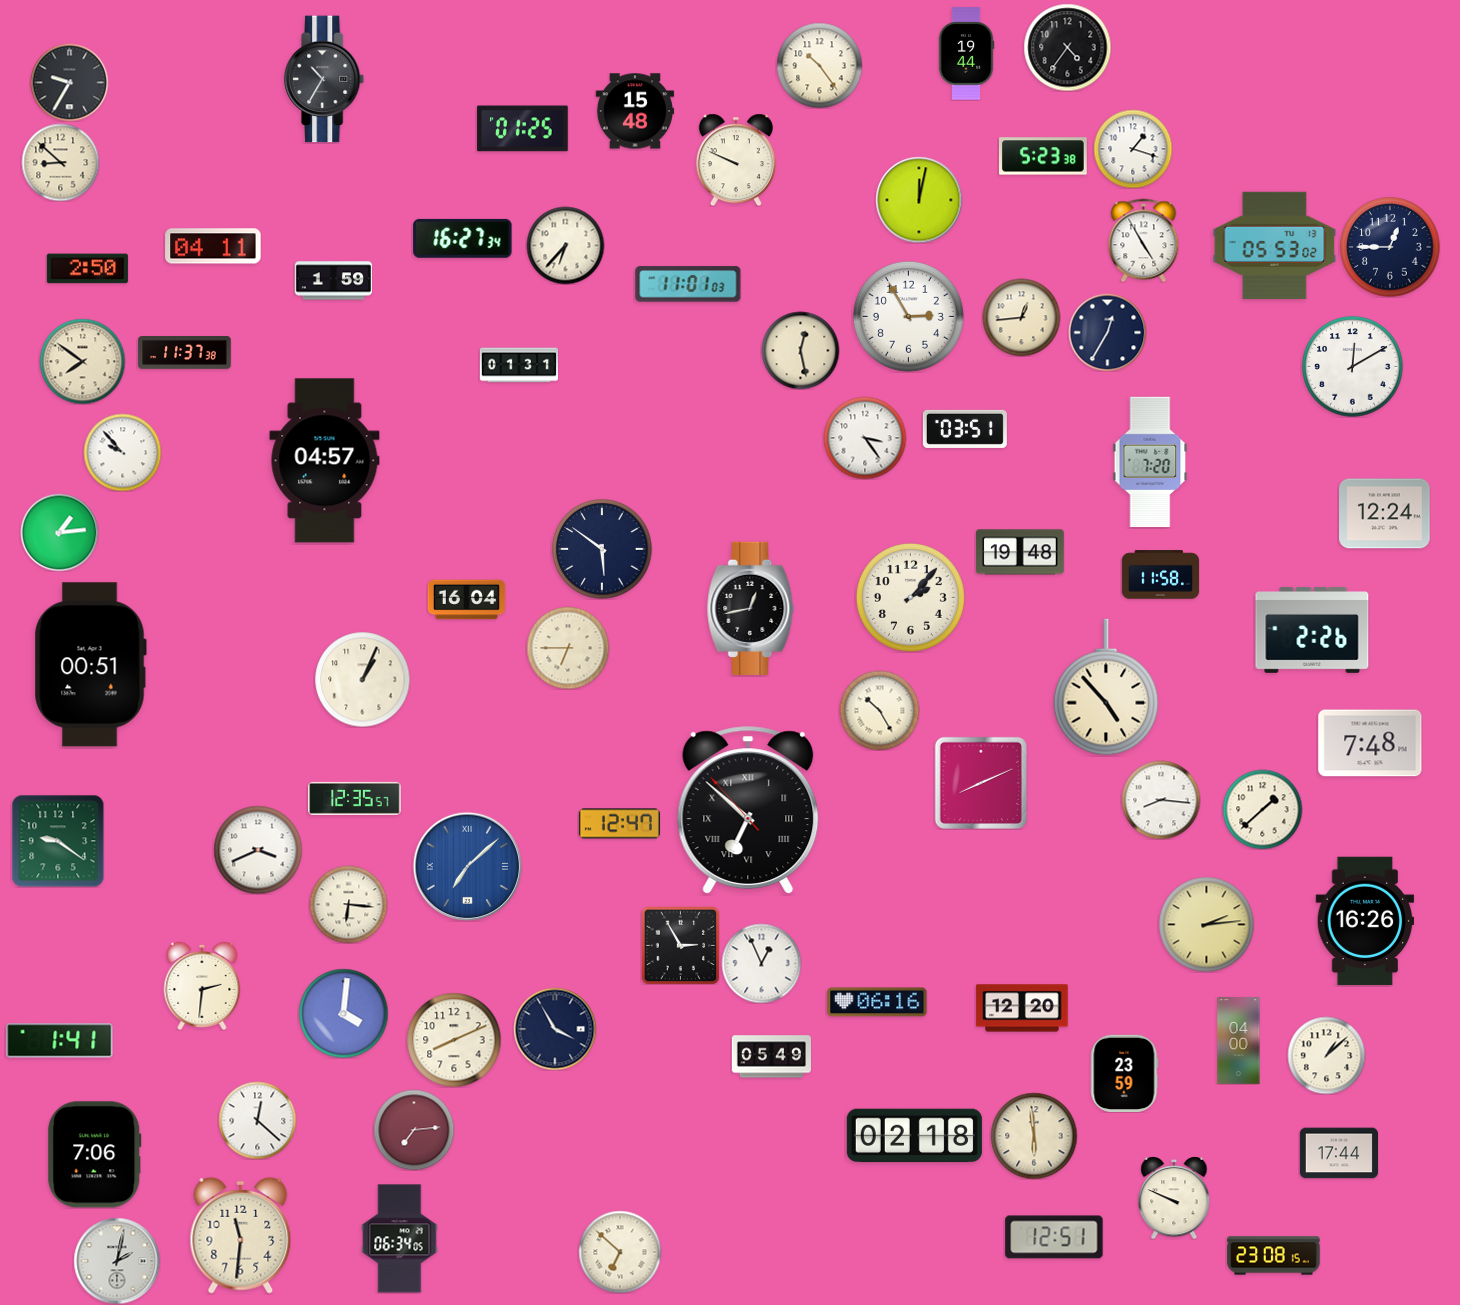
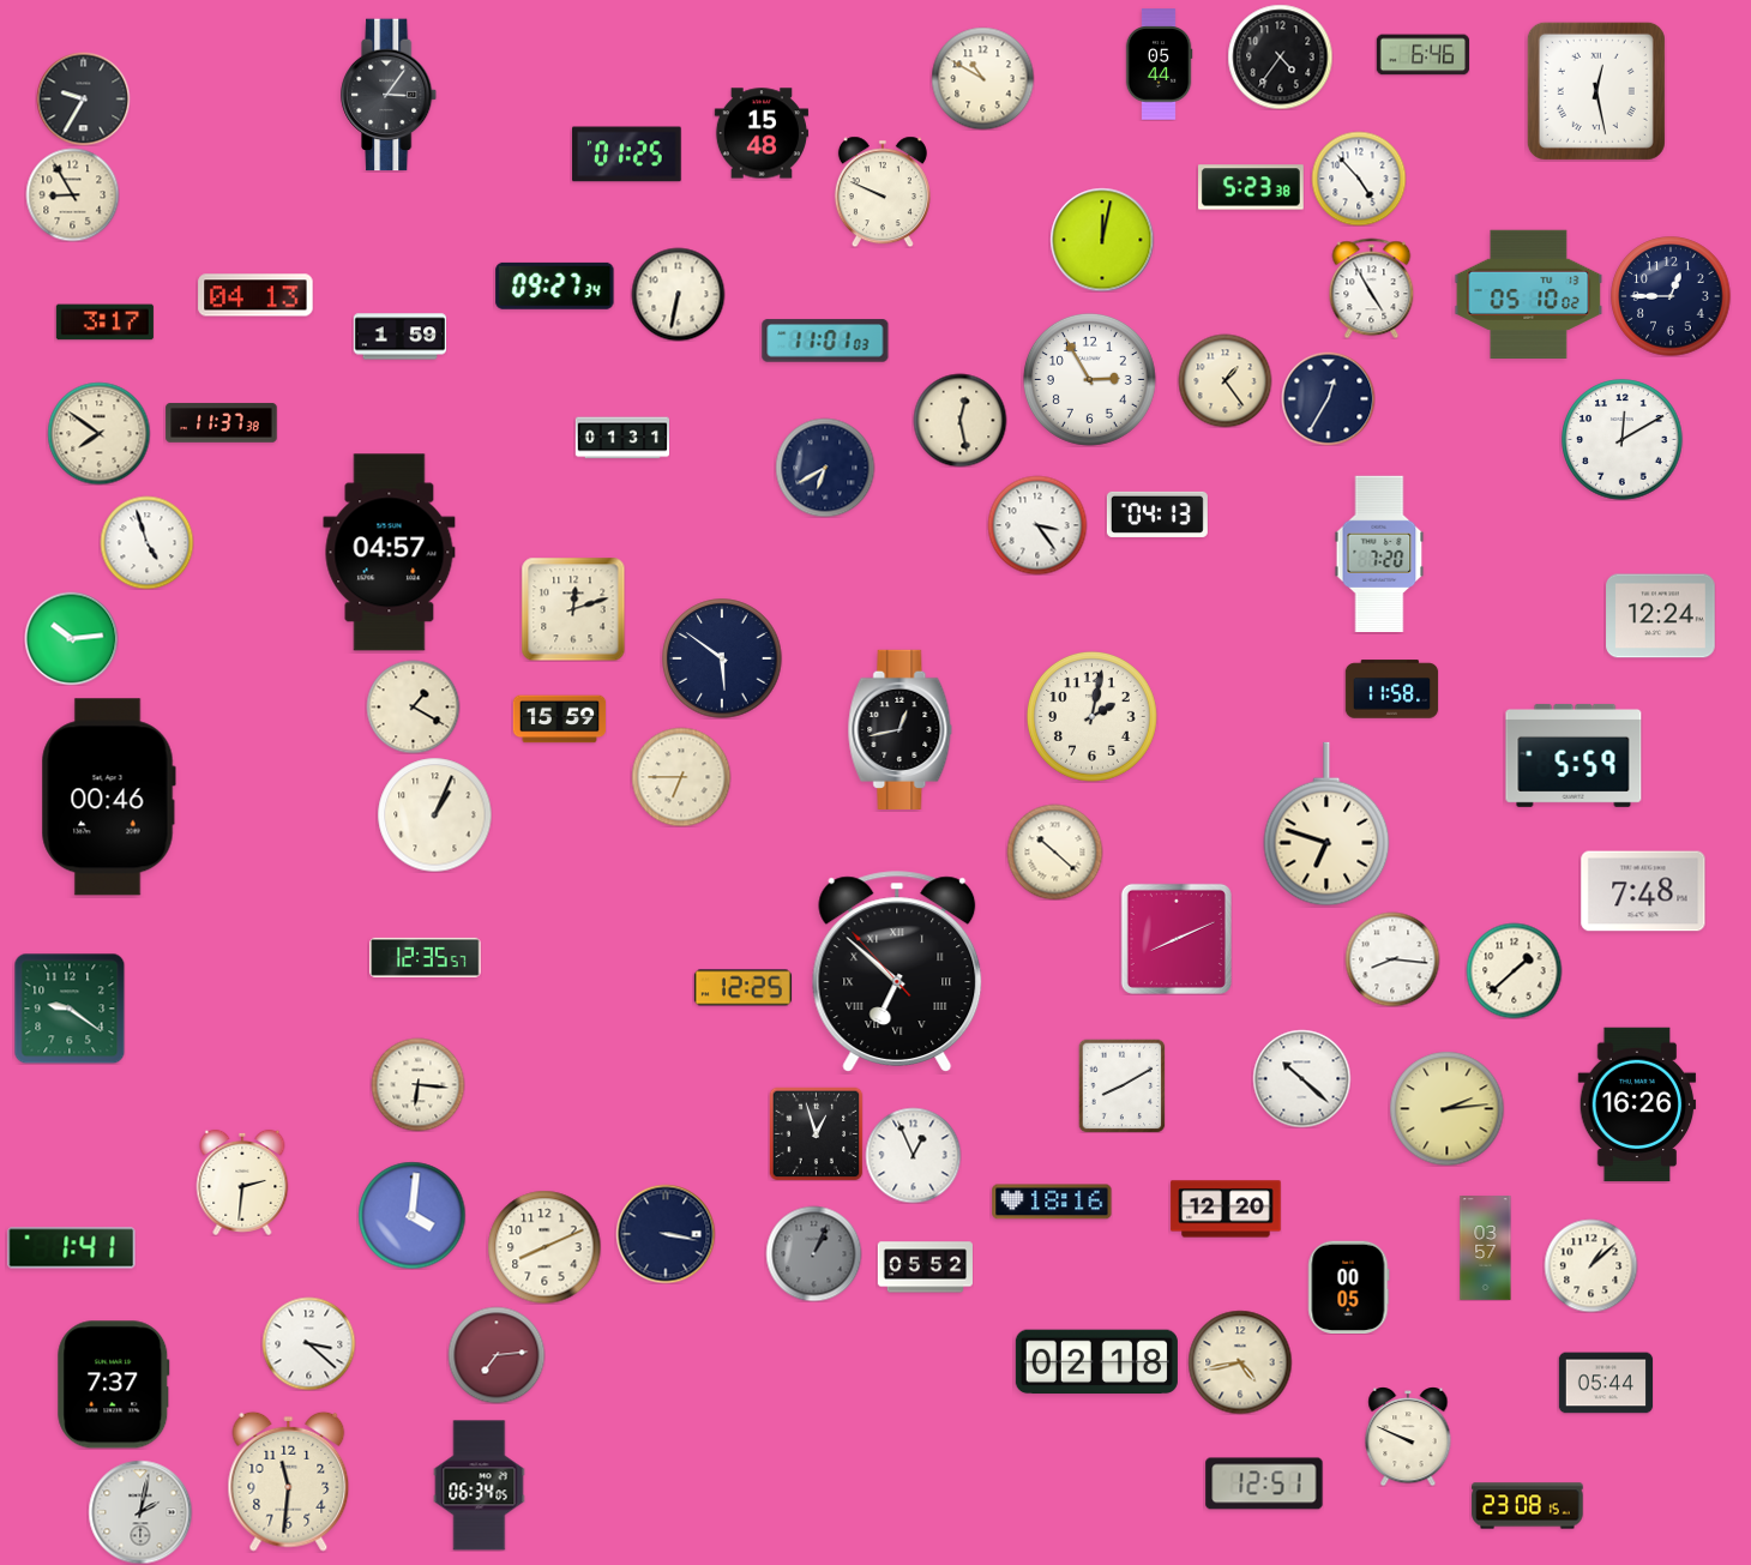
clock at (1422, 55): none -> 6:46
clock at (966, 54): 19:44 -> 05:44
clock at (819, 65): 10:24 -> 10:50
clock at (1596, 91): none -> 12:28
clock at (325, 79): 10:35 -> 3:06
clock at (1133, 149): 1:18 -> 4:53
clock at (60, 162): 8:52 -> 8:55
clock at (463, 238): 16:27 -> 09:27
clock at (565, 245): 6:37 -> 6:32
clock at (1275, 245): 05:53 -> 05:10
clock at (213, 246): 04:11 -> 04:13
clock at (1390, 247) position: (1390, 247) -> (1671, 296)
clock at (87, 269): 2:50 -> 3:17
clock at (1021, 317): 12:44 -> 1:24
clock at (825, 468): none -> 6:40
clock at (965, 429): 03:51 -> 04:13
clock at (122, 452): 9:53 -> 4:57
clock at (573, 609): none -> 12:12
clock at (59, 532): 1:14 -> 10:14
clock at (1020, 552): 19:48 -> none
clock at (413, 706): none -> 1:20
clock at (910, 597): 2:07 -> 2:02
clock at (466, 600): 16:04 -> 15:59
clock at (1312, 630): 2:26 -> 5:59
clock at (90, 665): 00:51 -> 00:46
clock at (1106, 687): 4:53 -> 6:48
clock at (879, 710): 10:25 -> 10:22
clock at (619, 824): 12:47 -> 12:25
clock at (258, 850): 3:41 -> none
clock at (467, 866): 7:08 -> none
clock at (1301, 1078): none -> 10:22
clock at (1123, 1085): none -> 8:10
clock at (680, 945): 2:55 -> 12:57
clock at (877, 1002): 06:16 -> 18:16
clock at (555, 1029): 3:55 -> 3:17
clock at (1239, 1041): 04:00 -> 03:57
clock at (813, 1253): none -> 1:04
clock at (771, 1057): 05:49 -> 05:52
clock at (1125, 1073): 23:59 -> 00:05
clock at (257, 1120): 12:22 -> 3:22
clock at (1034, 1136): 5:59 -> 4:43
clock at (1338, 1153): 17:44 -> 05:44
clock at (95, 1155): 7:06 -> 7:37
clock at (620, 1252): 6:52 -> none
